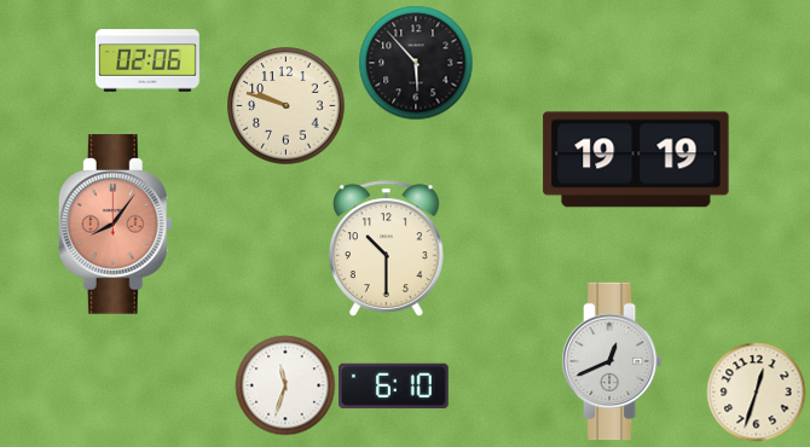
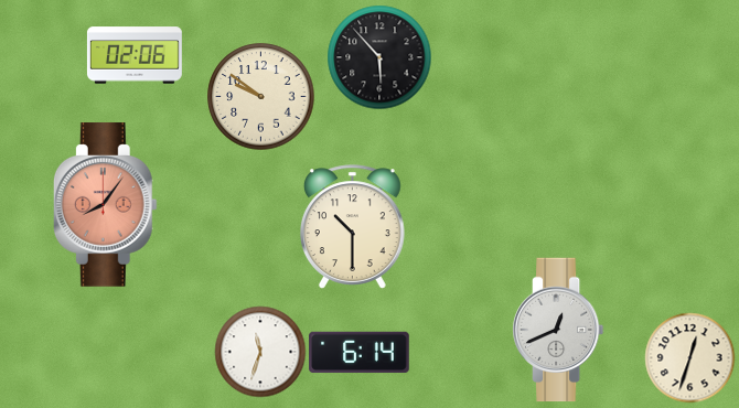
clock at (287, 106): 9:48 -> 9:51
clock at (636, 159): 19:19 -> none
clock at (394, 387): 6:10 -> 6:14
